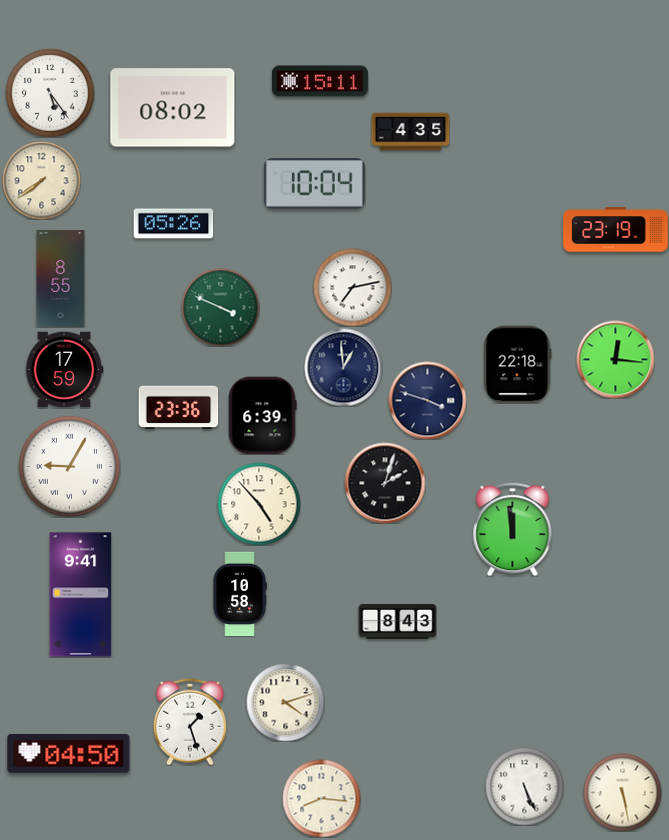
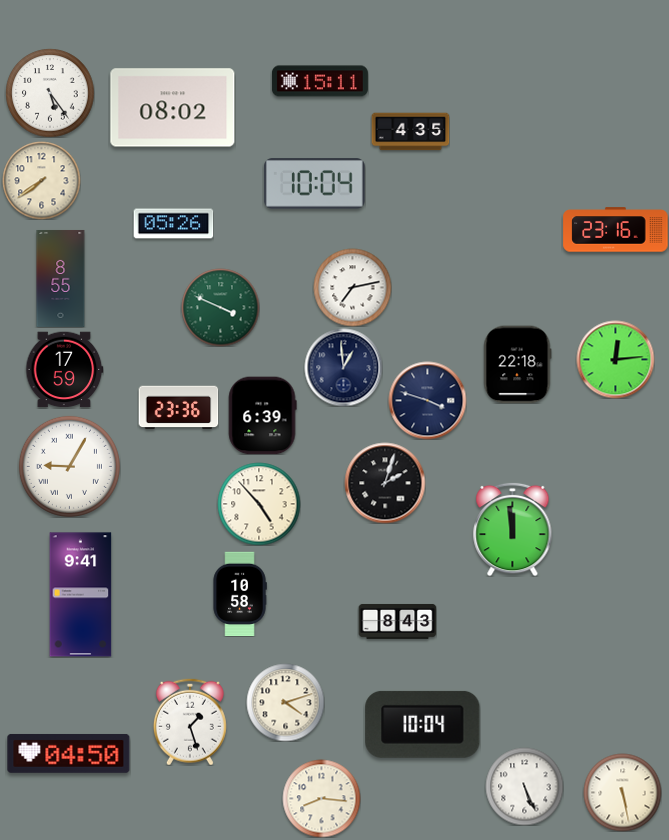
clock at (616, 230): 23:19 -> 23:16
clock at (615, 359): 12:16 -> 12:14
clock at (423, 724): none -> 10:04
